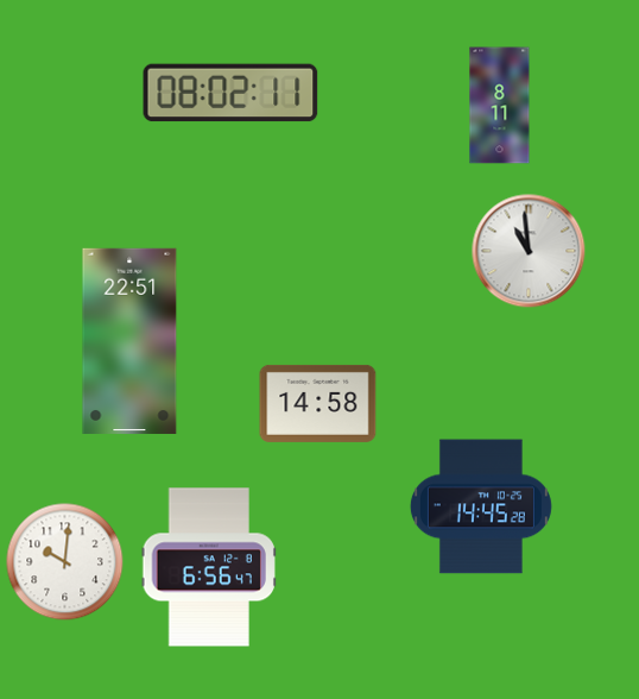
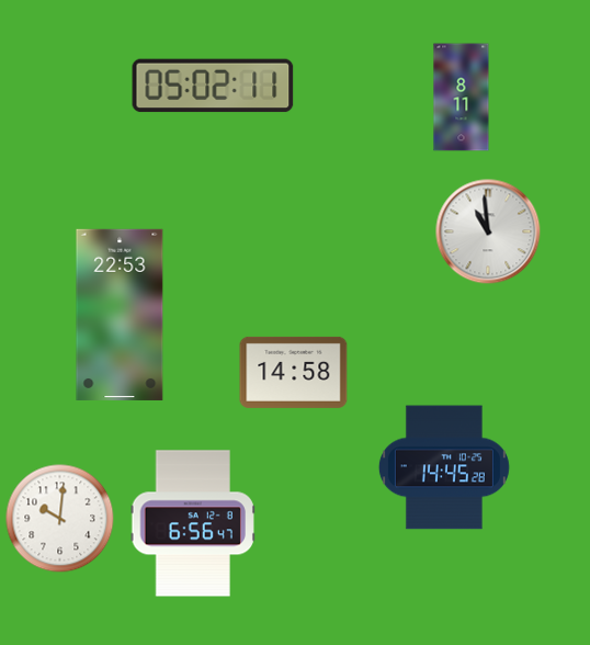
clock at (230, 93): 08:02 -> 05:02
clock at (129, 341): 22:51 -> 22:53
